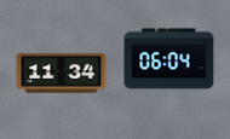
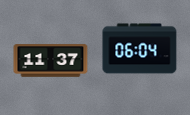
clock at (62, 74): 11:34 -> 11:37
